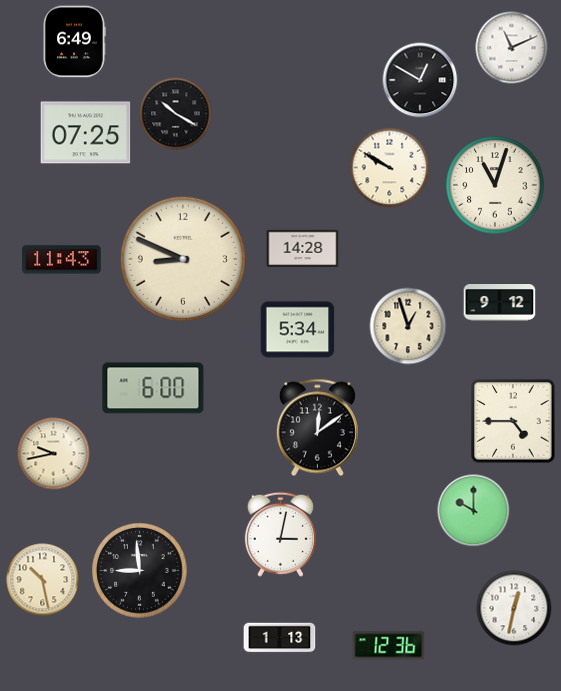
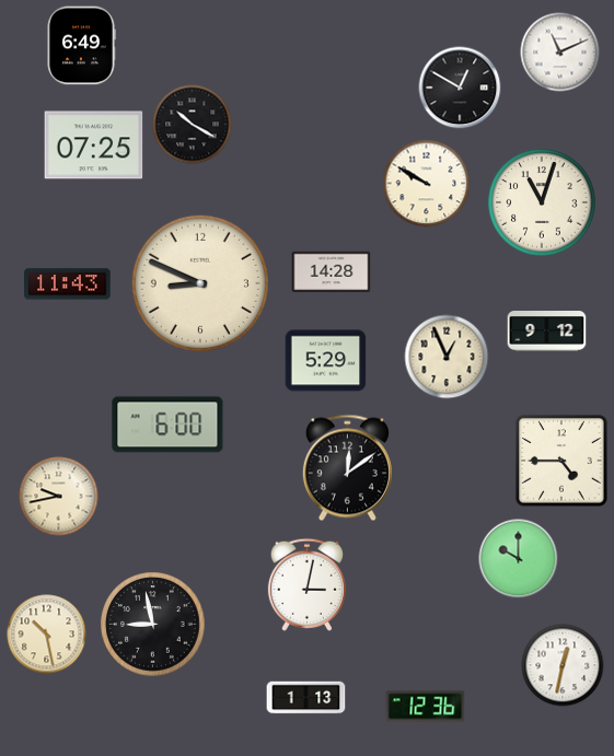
clock at (408, 326): 12:57 -> 12:56
clock at (298, 330): 5:34 -> 5:29
clock at (140, 571): 8:59 -> 8:58
